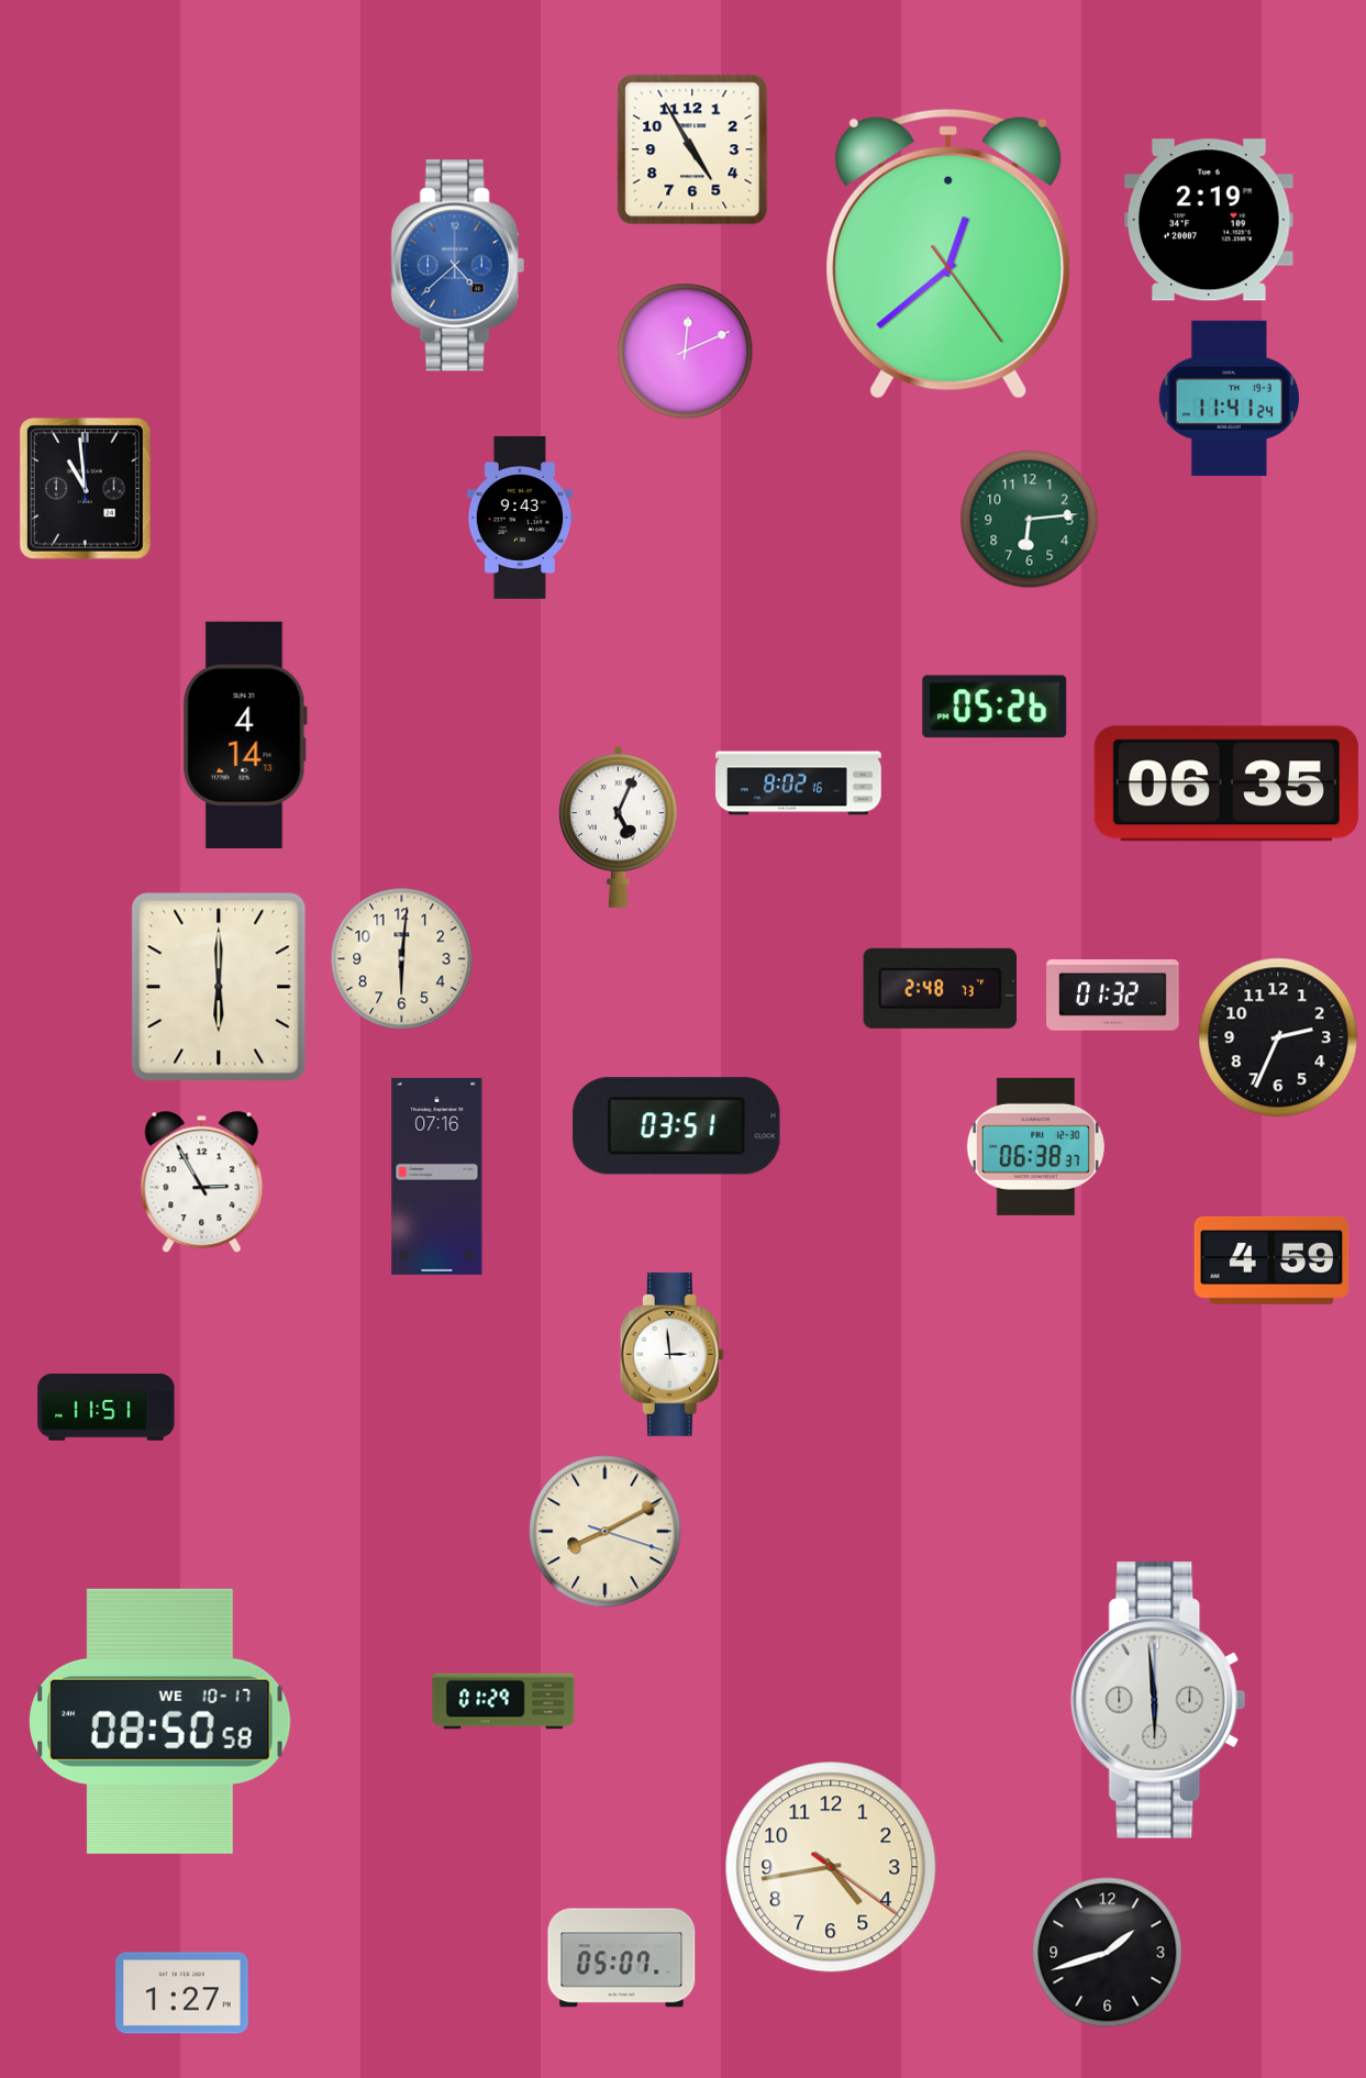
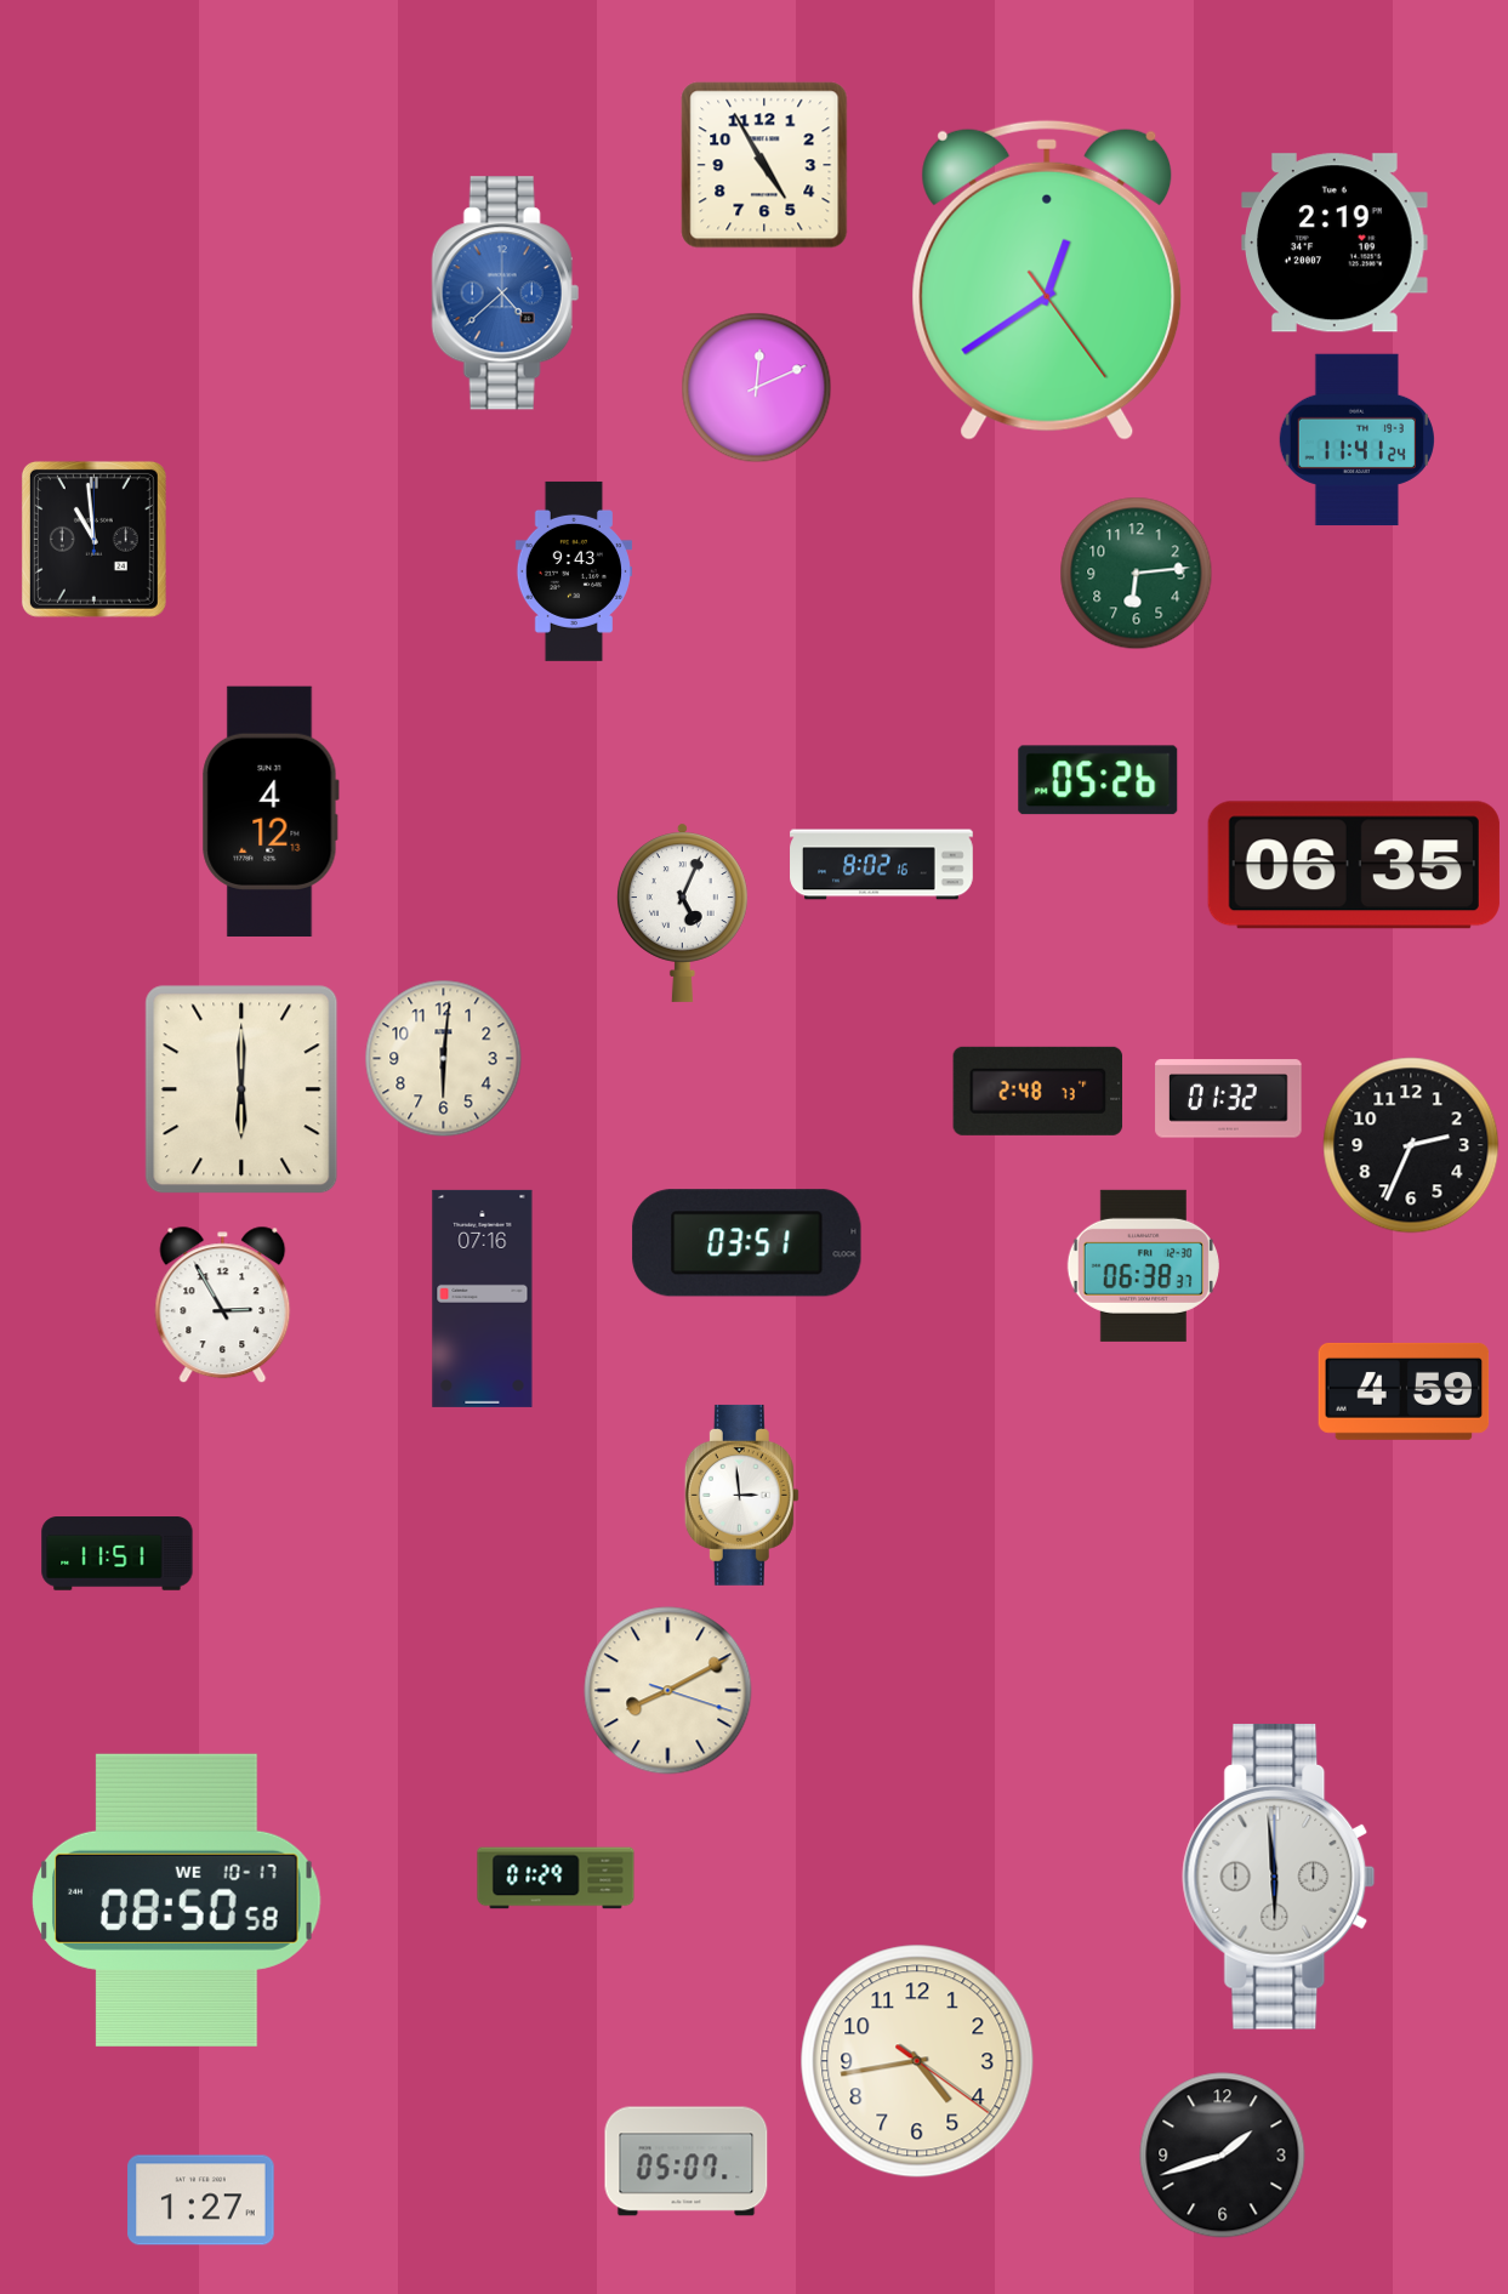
clock at (948, 254): 12:38 -> 12:39
clock at (245, 735): 4:14 -> 4:12
